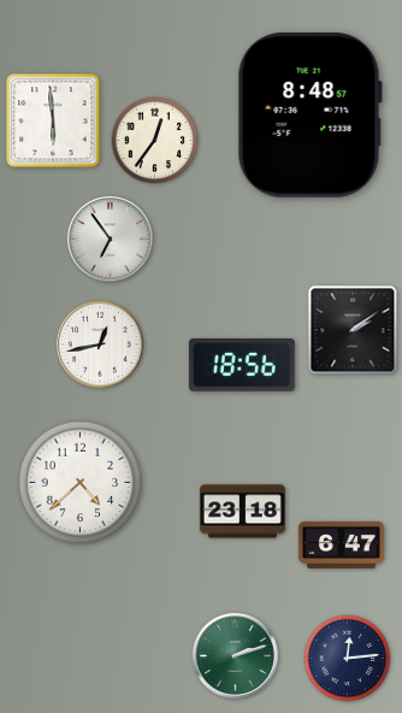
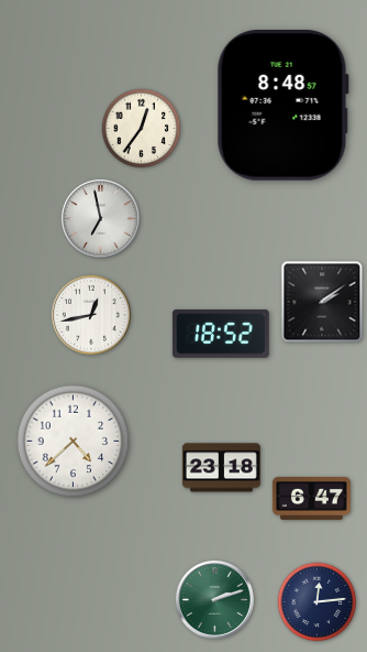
clock at (53, 120): 5:59 -> none
clock at (110, 238): 6:54 -> 6:58
clock at (242, 366): 18:56 -> 18:52
